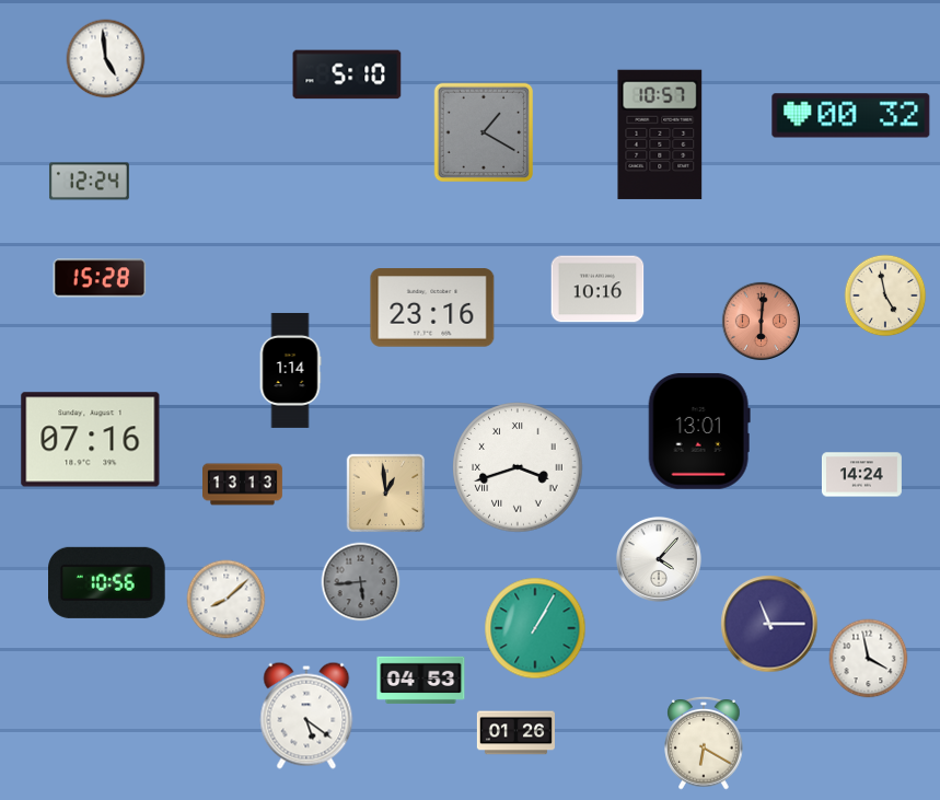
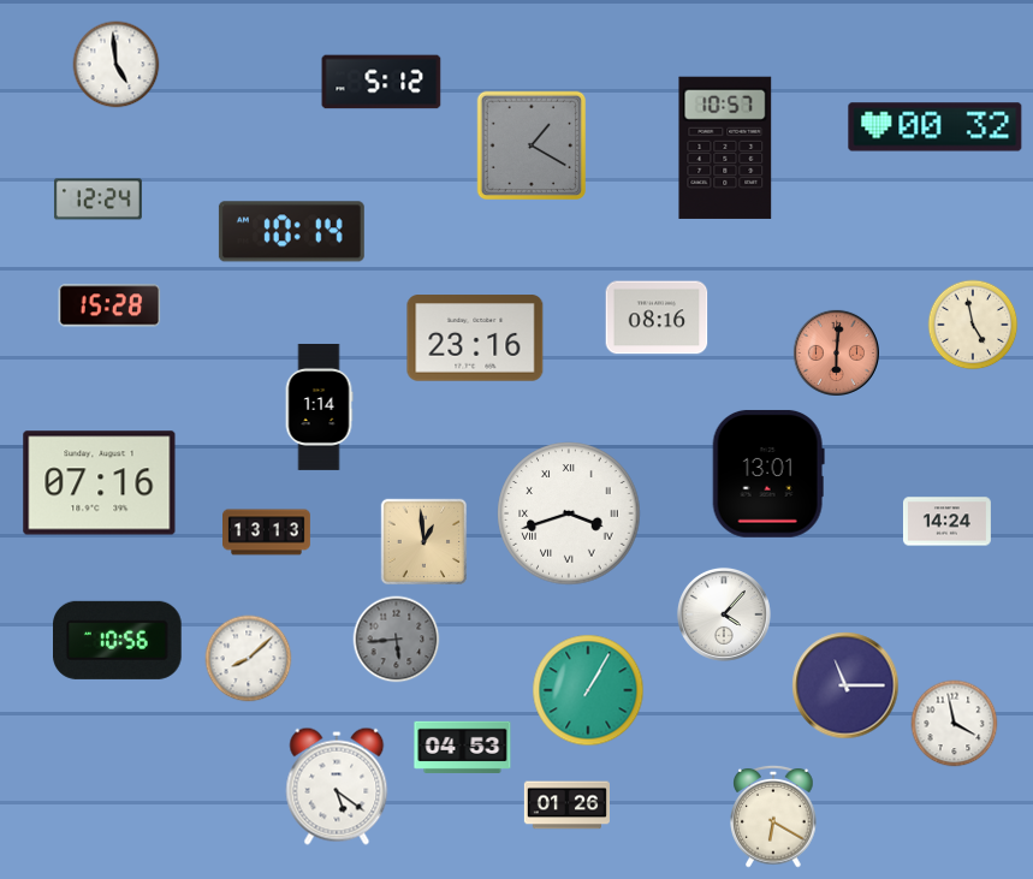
clock at (347, 74): 5:10 -> 5:12
clock at (291, 232): none -> 10:14
clock at (597, 289): 10:16 -> 08:16
